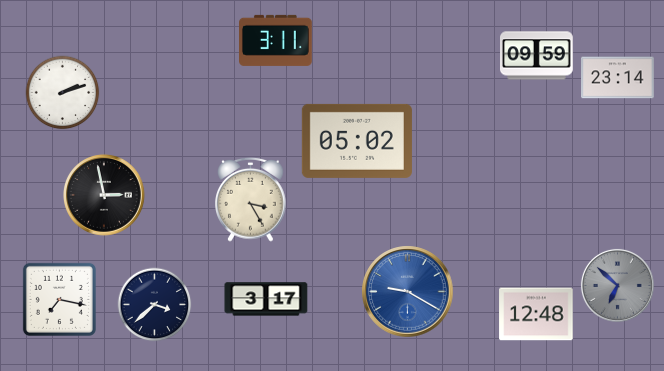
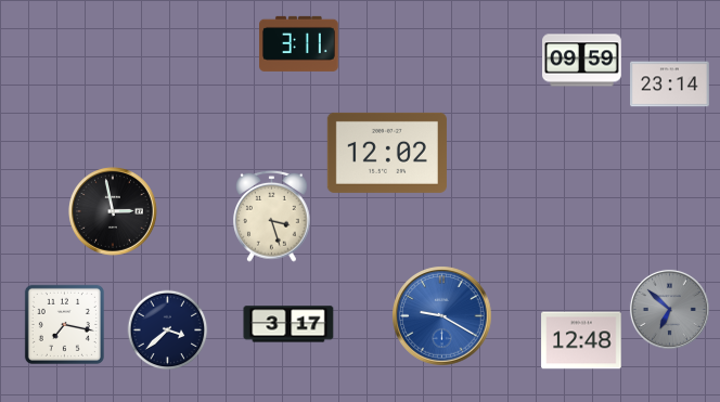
clock at (63, 93): 2:12 -> none
clock at (357, 141): 05:02 -> 12:02
clock at (251, 199): 3:25 -> 3:27
